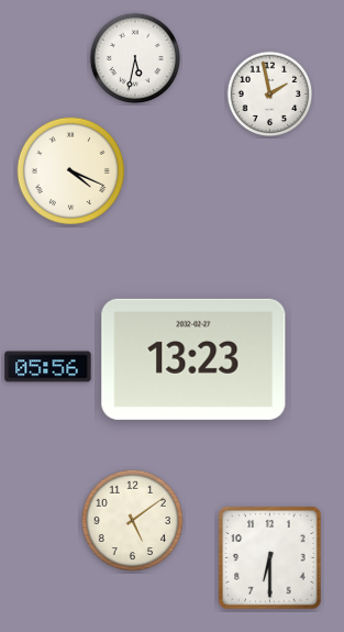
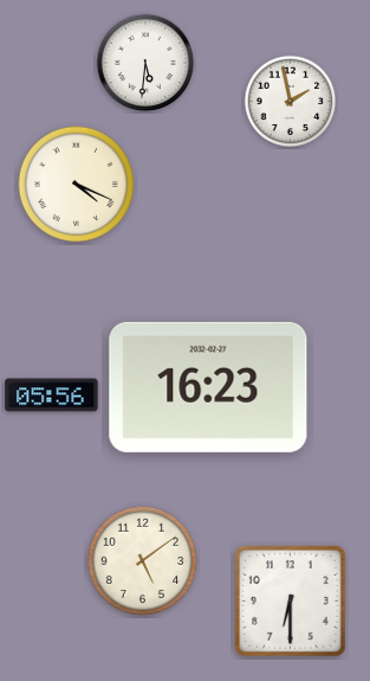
clock at (135, 58): 5:32 -> 5:31
clock at (193, 359): 13:23 -> 16:23
